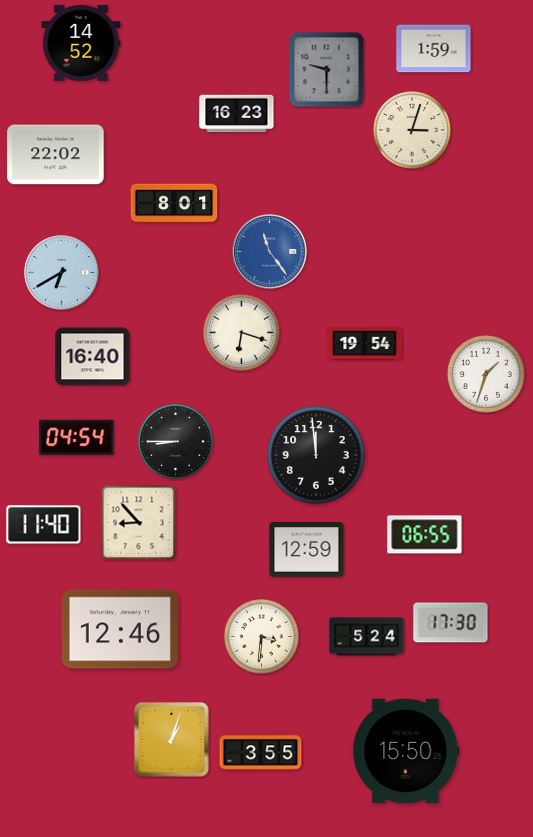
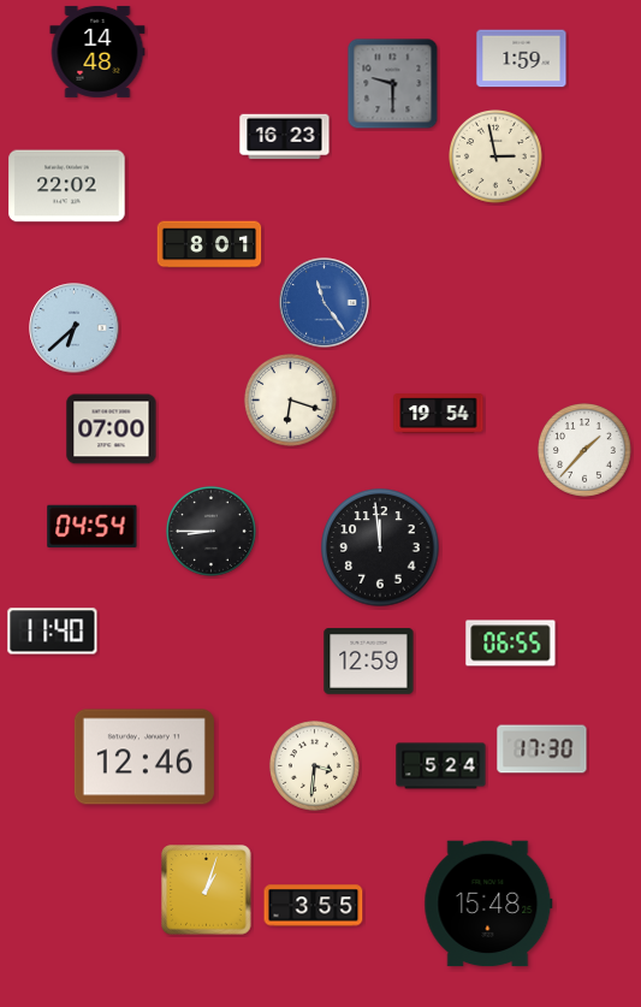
clock at (81, 43): 14:52 -> 14:48
clock at (413, 131): 3:03 -> 2:58
clock at (62, 273): 6:40 -> 6:38
clock at (93, 357): 16:40 -> 07:00
clock at (487, 375): 1:33 -> 1:37
clock at (139, 523): 8:53 -> none
clock at (406, 751): 15:50 -> 15:48
